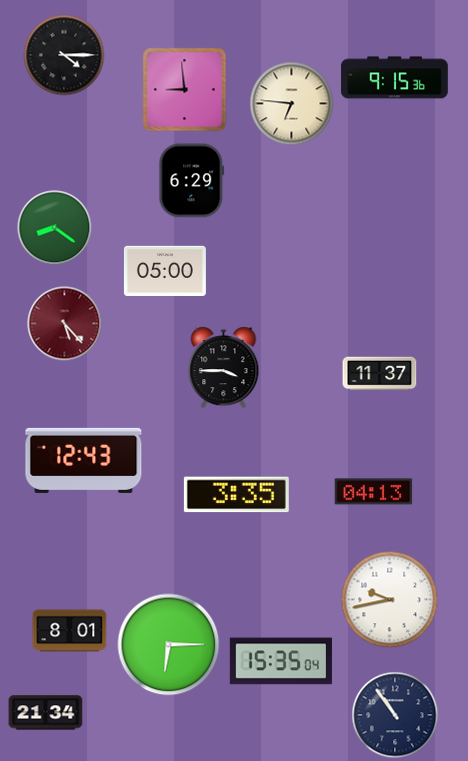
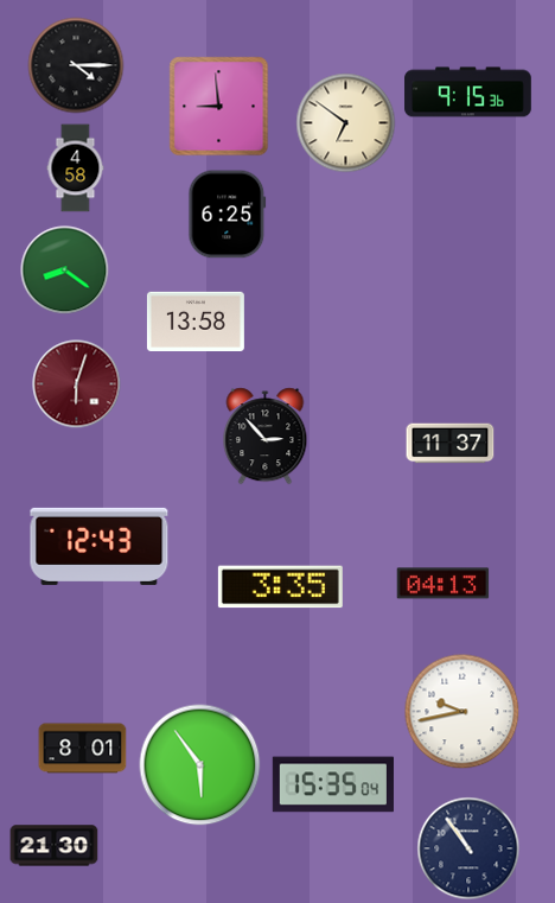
clock at (292, 104): 6:46 -> 6:51
clock at (76, 168): none -> 4:58
clock at (192, 181): 6:29 -> 6:25
clock at (165, 271): 05:00 -> 13:58
clock at (65, 324): 5:23 -> 6:03
clock at (224, 368): 3:45 -> 2:53
clock at (169, 645): 6:15 -> 5:54
clock at (46, 713): 21:34 -> 21:30
